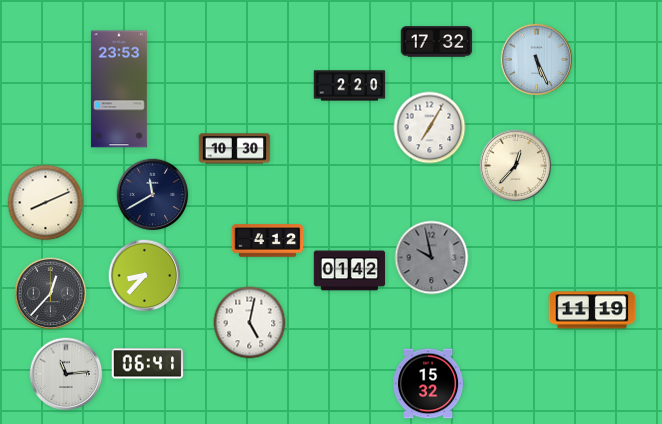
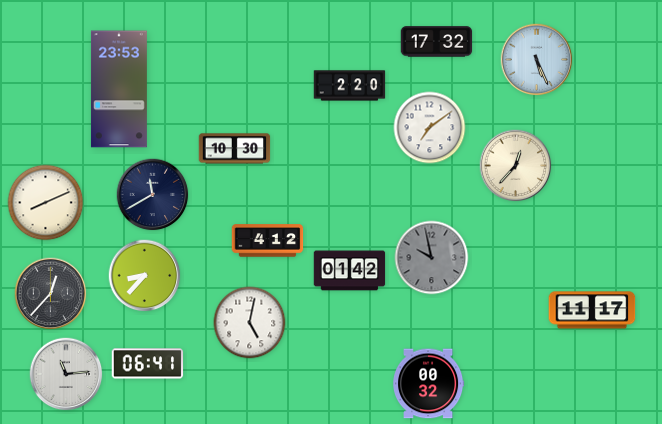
clock at (430, 128): 7:05 -> 7:09
clock at (592, 310): 11:19 -> 11:17
clock at (429, 384): 15:32 -> 00:32
